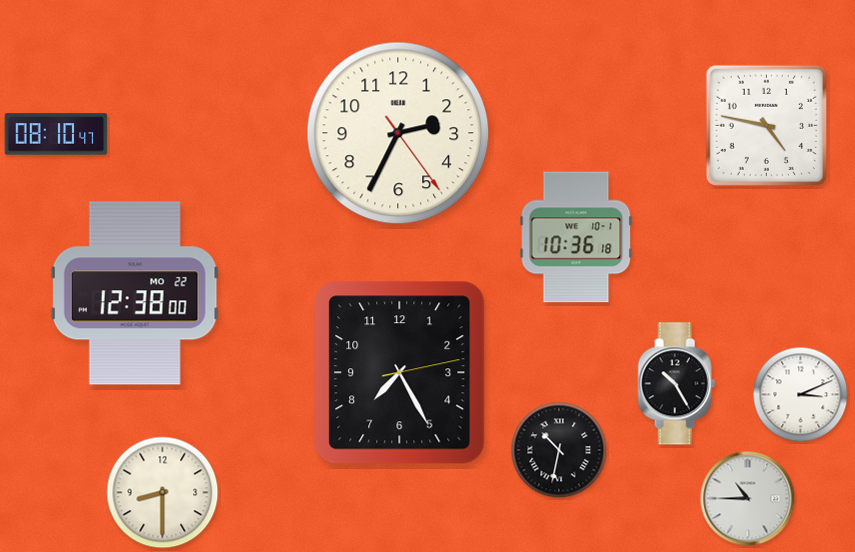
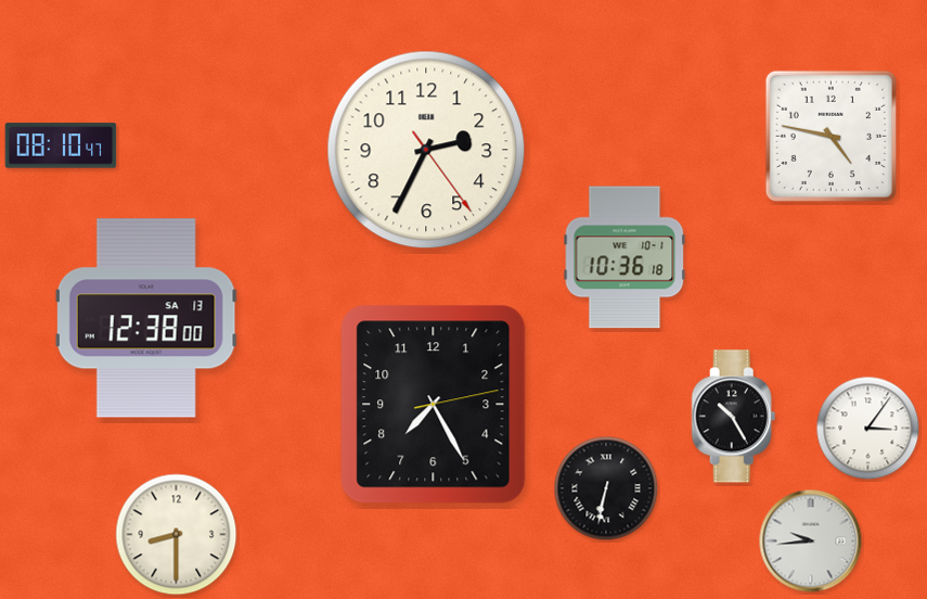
clock at (398, 133) position: (398, 133) -> (426, 150)
clock at (135, 293) date: MO 22 -> SA 13
clock at (801, 395): 3:11 -> 3:06
clock at (559, 450): 10:32 -> 6:32
clock at (748, 499): 10:45 -> 9:44
